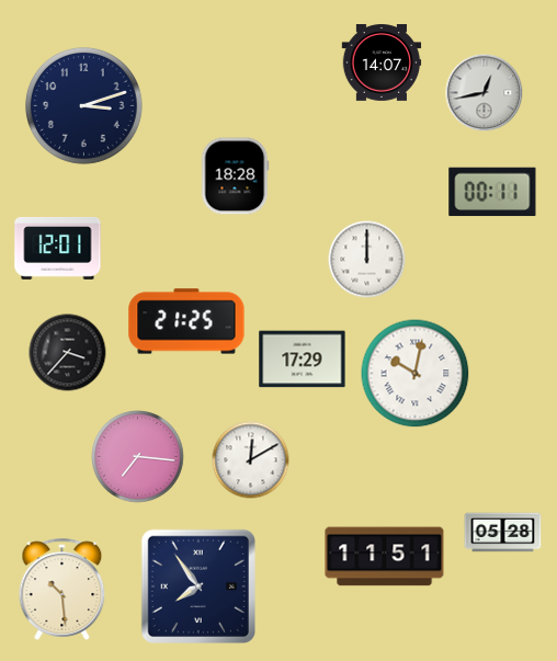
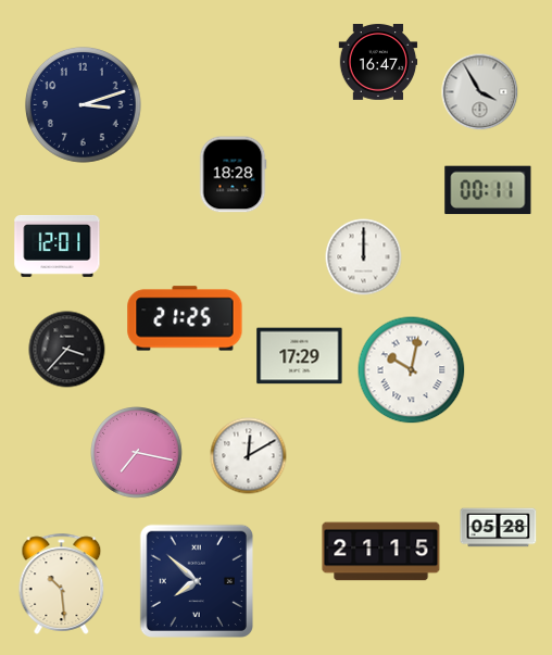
clock at (382, 64): 14:07 -> 16:47
clock at (485, 93): 12:43 -> 3:55
clock at (138, 457): 7:16 -> 7:17
clock at (385, 557): 11:51 -> 21:15
clock at (197, 585): 7:54 -> 7:52
